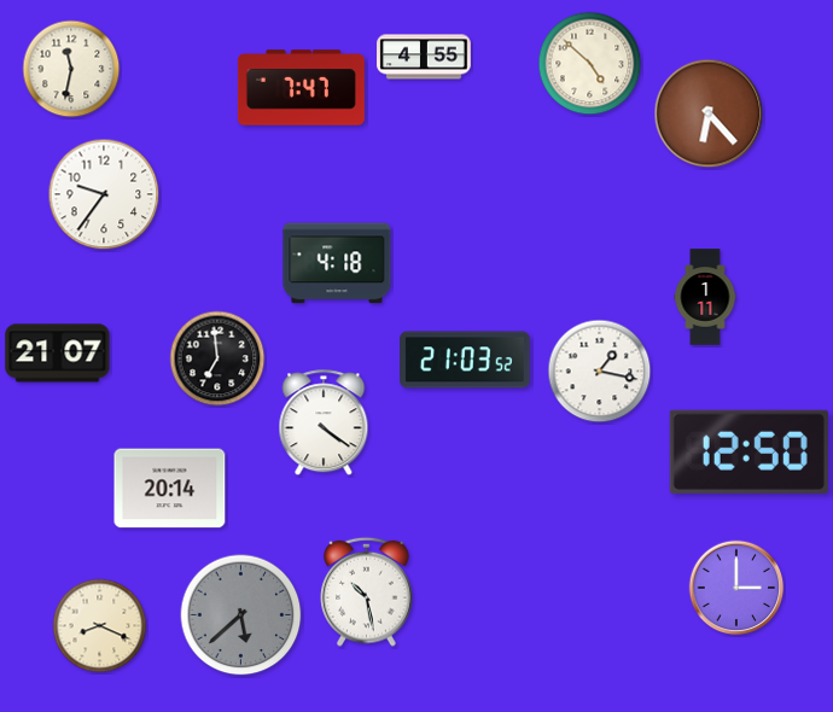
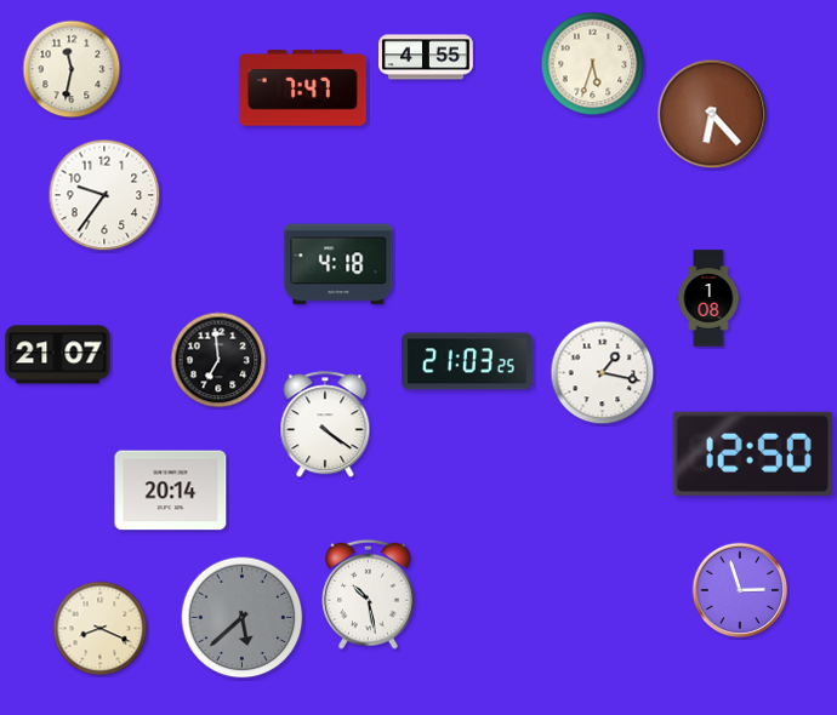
clock at (590, 64): 4:52 -> 5:33
clock at (705, 297): 1:11 -> 1:08
clock at (466, 360): 21:03:52 -> 21:03:25
clock at (736, 588): 3:00 -> 2:57
